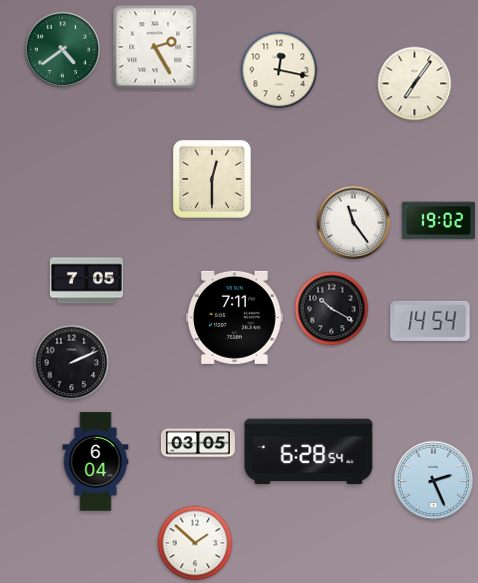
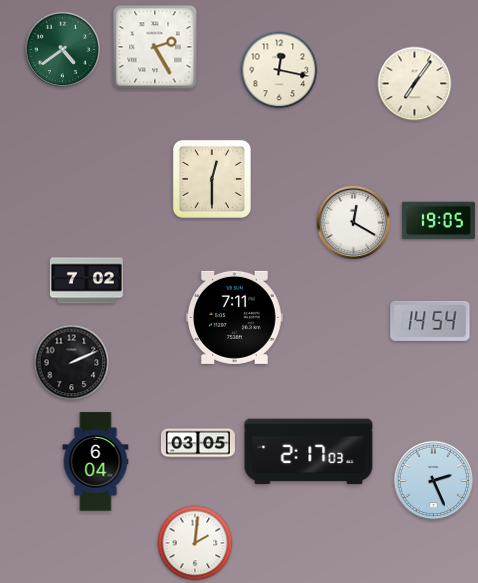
clock at (438, 221): 19:02 -> 19:05
clock at (354, 223): 11:24 -> 12:20
clock at (86, 281): 7:05 -> 7:02
clock at (332, 309): 10:20 -> none
clock at (309, 452): 6:28 -> 2:17
clock at (195, 543): 1:52 -> 2:01
